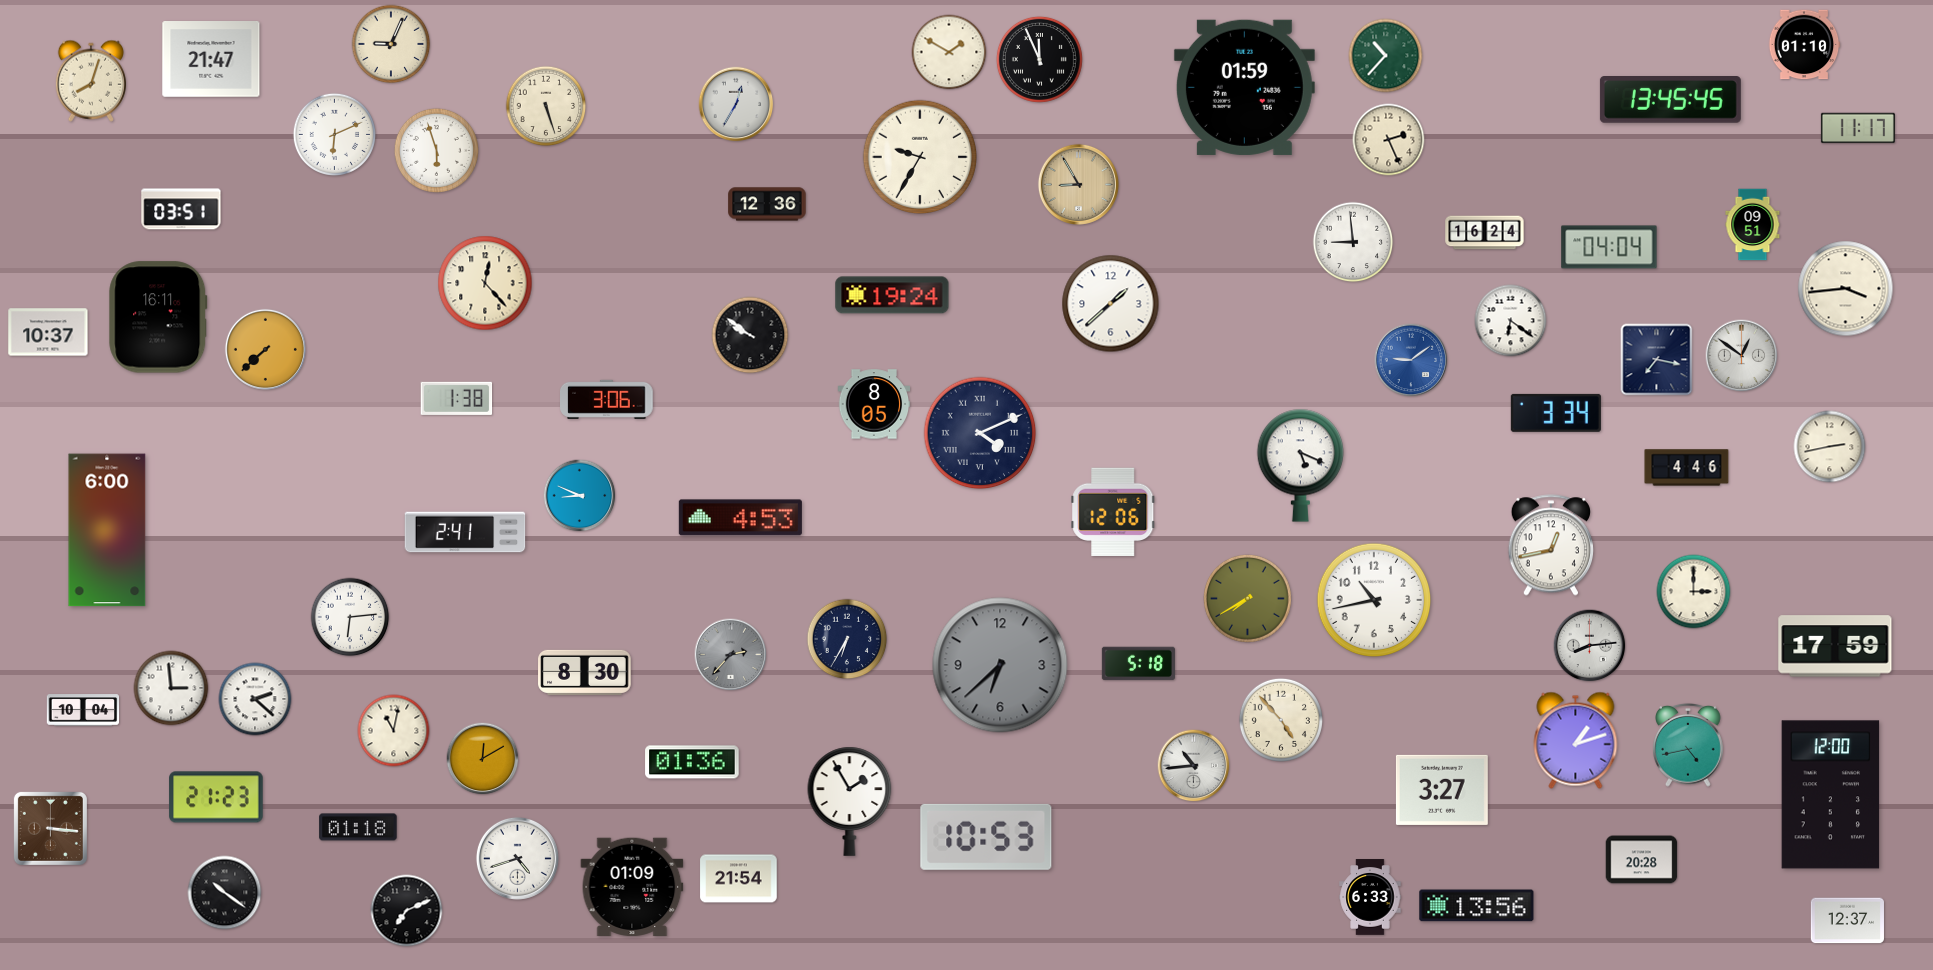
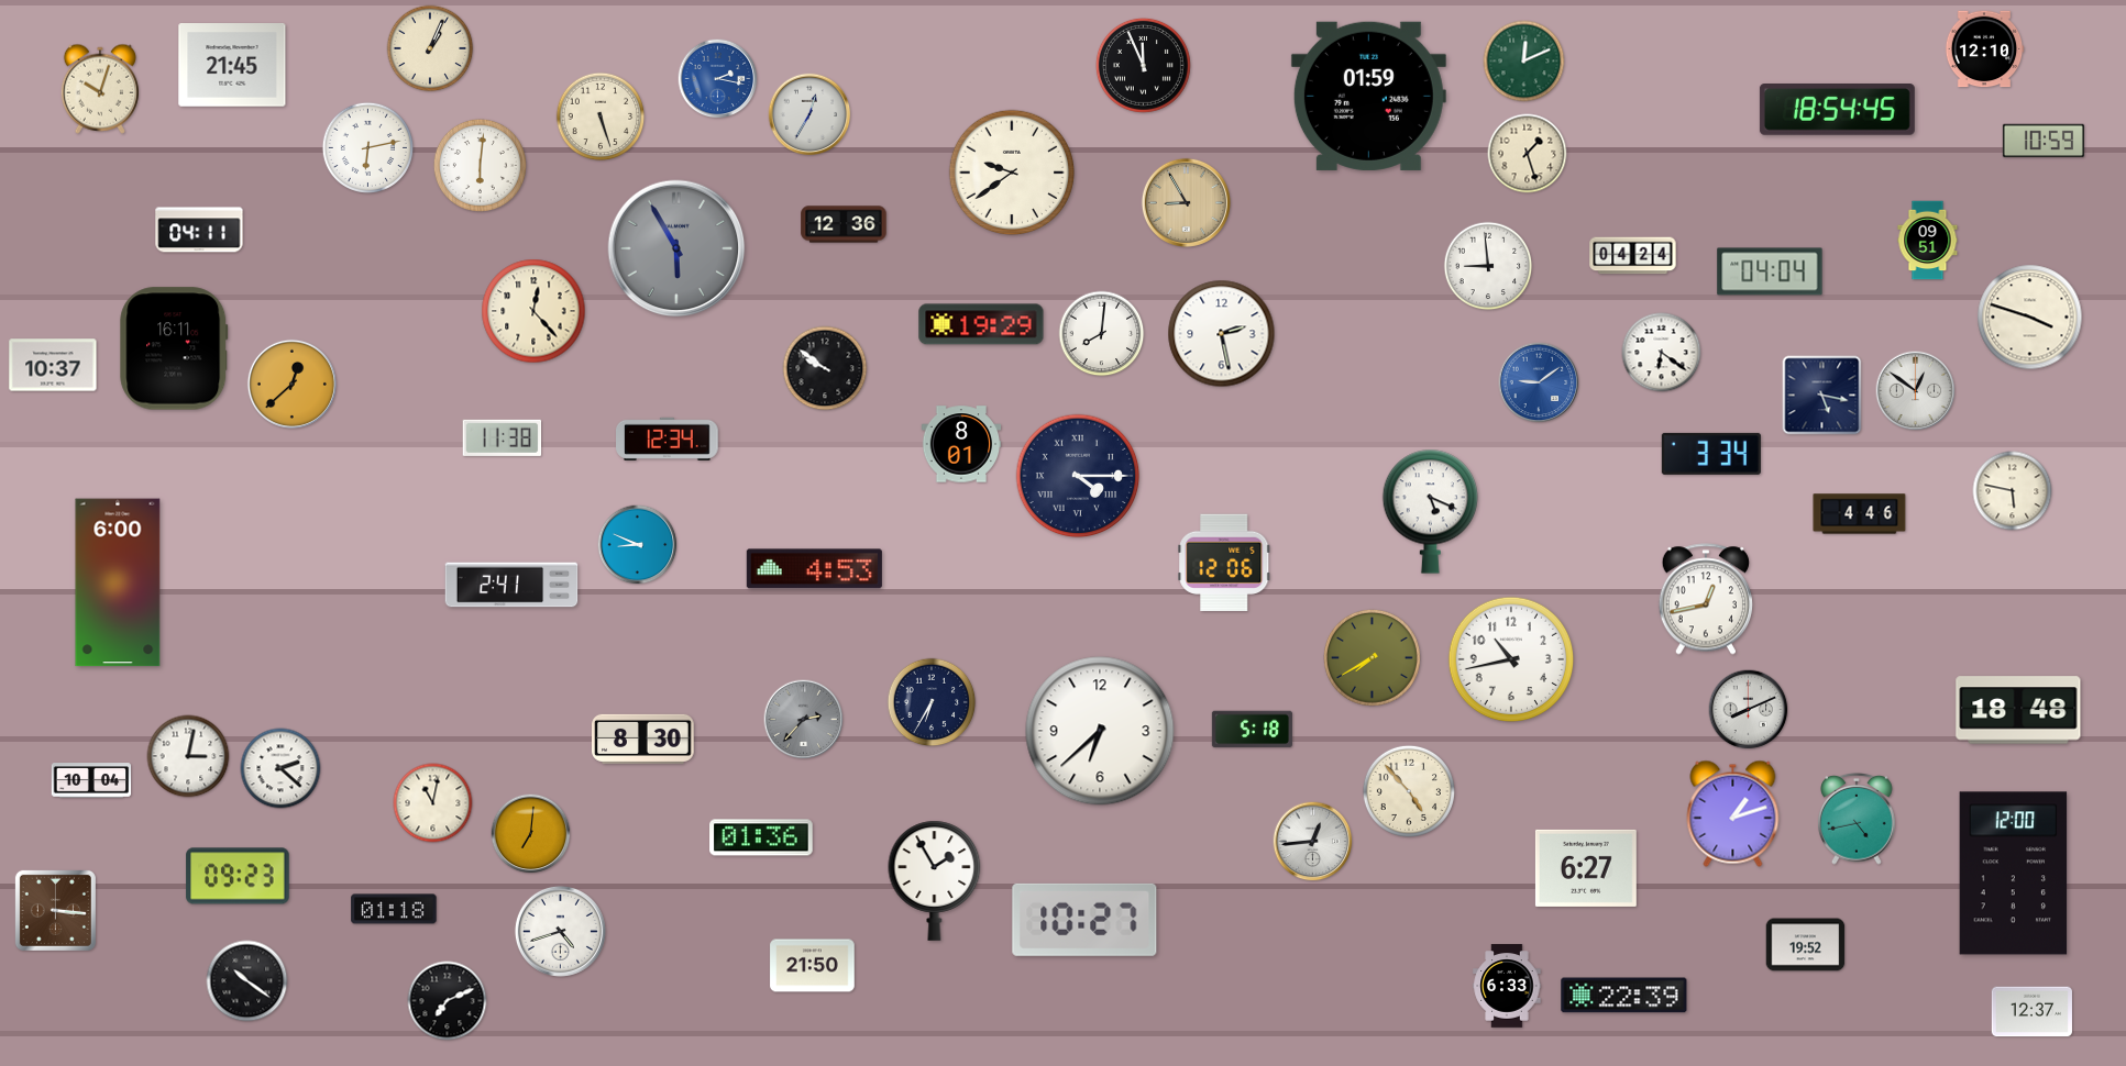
clock at (391, 44): 9:04 -> 1:04
clock at (1804, 45): 01:10 -> 12:10
clock at (949, 52): 1:50 -> none
clock at (1386, 56): 10:37 -> 12:11
clock at (211, 59): 21:47 -> 21:45
clock at (718, 79): none -> 2:17
clock at (90, 81): 8:03 -> 10:03
clock at (1670, 100): 13:45 -> 18:54
clock at (1858, 128): 11:17 -> 10:59
clock at (334, 134): 6:11 -> 6:13
clock at (1389, 140): 2:26 -> 1:27
clock at (436, 150): 5:57 -> 6:01
clock at (920, 157): 9:35 -> 9:39
clock at (181, 209): 03:51 -> 04:11
clock at (1753, 225) position: (1753, 225) -> (1928, 241)
clock at (676, 248): none -> 5:55
clock at (1485, 233): 16:24 -> 04:24
clock at (1846, 289): 3:44 -> 3:48
clock at (892, 295): 19:24 -> 19:29
clock at (1102, 334): none -> 8:01
clock at (1111, 304): 1:38 -> 2:28
clock at (265, 349): 7:38 -> 12:38
clock at (1411, 360) position: (1411, 360) -> (1539, 382)
clock at (1657, 360): 7:17 -> 5:17
clock at (457, 398): 1:38 -> 11:38
clock at (607, 399): 3:06 -> 12:34
clock at (874, 404): 8:05 -> 8:01
clock at (980, 433): 4:11 -> 4:15
clock at (1830, 447): 2:43 -> 5:47
clock at (1687, 468) position: (1687, 468) -> (1860, 514)
clock at (1694, 592): 3:00 -> none
clock at (350, 617): 6:14 -> none
clock at (1590, 646): 8:14 -> 8:11
clock at (1835, 646): 17:59 -> 18:48
clock at (1000, 665) dial: grey -> white
clock at (171, 688): 2:59 -> 3:02
clock at (483, 759): 12:10 -> 7:01
clock at (1194, 766): 10:44 -> 12:44
clock at (1442, 790): 3:27 -> 6:27
clock at (216, 797): 21:23 -> 09:23
clock at (986, 837): 10:53 -> 10:27
clock at (517, 858) position: (517, 858) -> (560, 931)
clock at (1642, 860): 20:28 -> 19:52
clock at (739, 879): 21:54 -> 21:50
clock at (632, 887): 01:09 -> none
clock at (1477, 906): 13:56 -> 22:39
